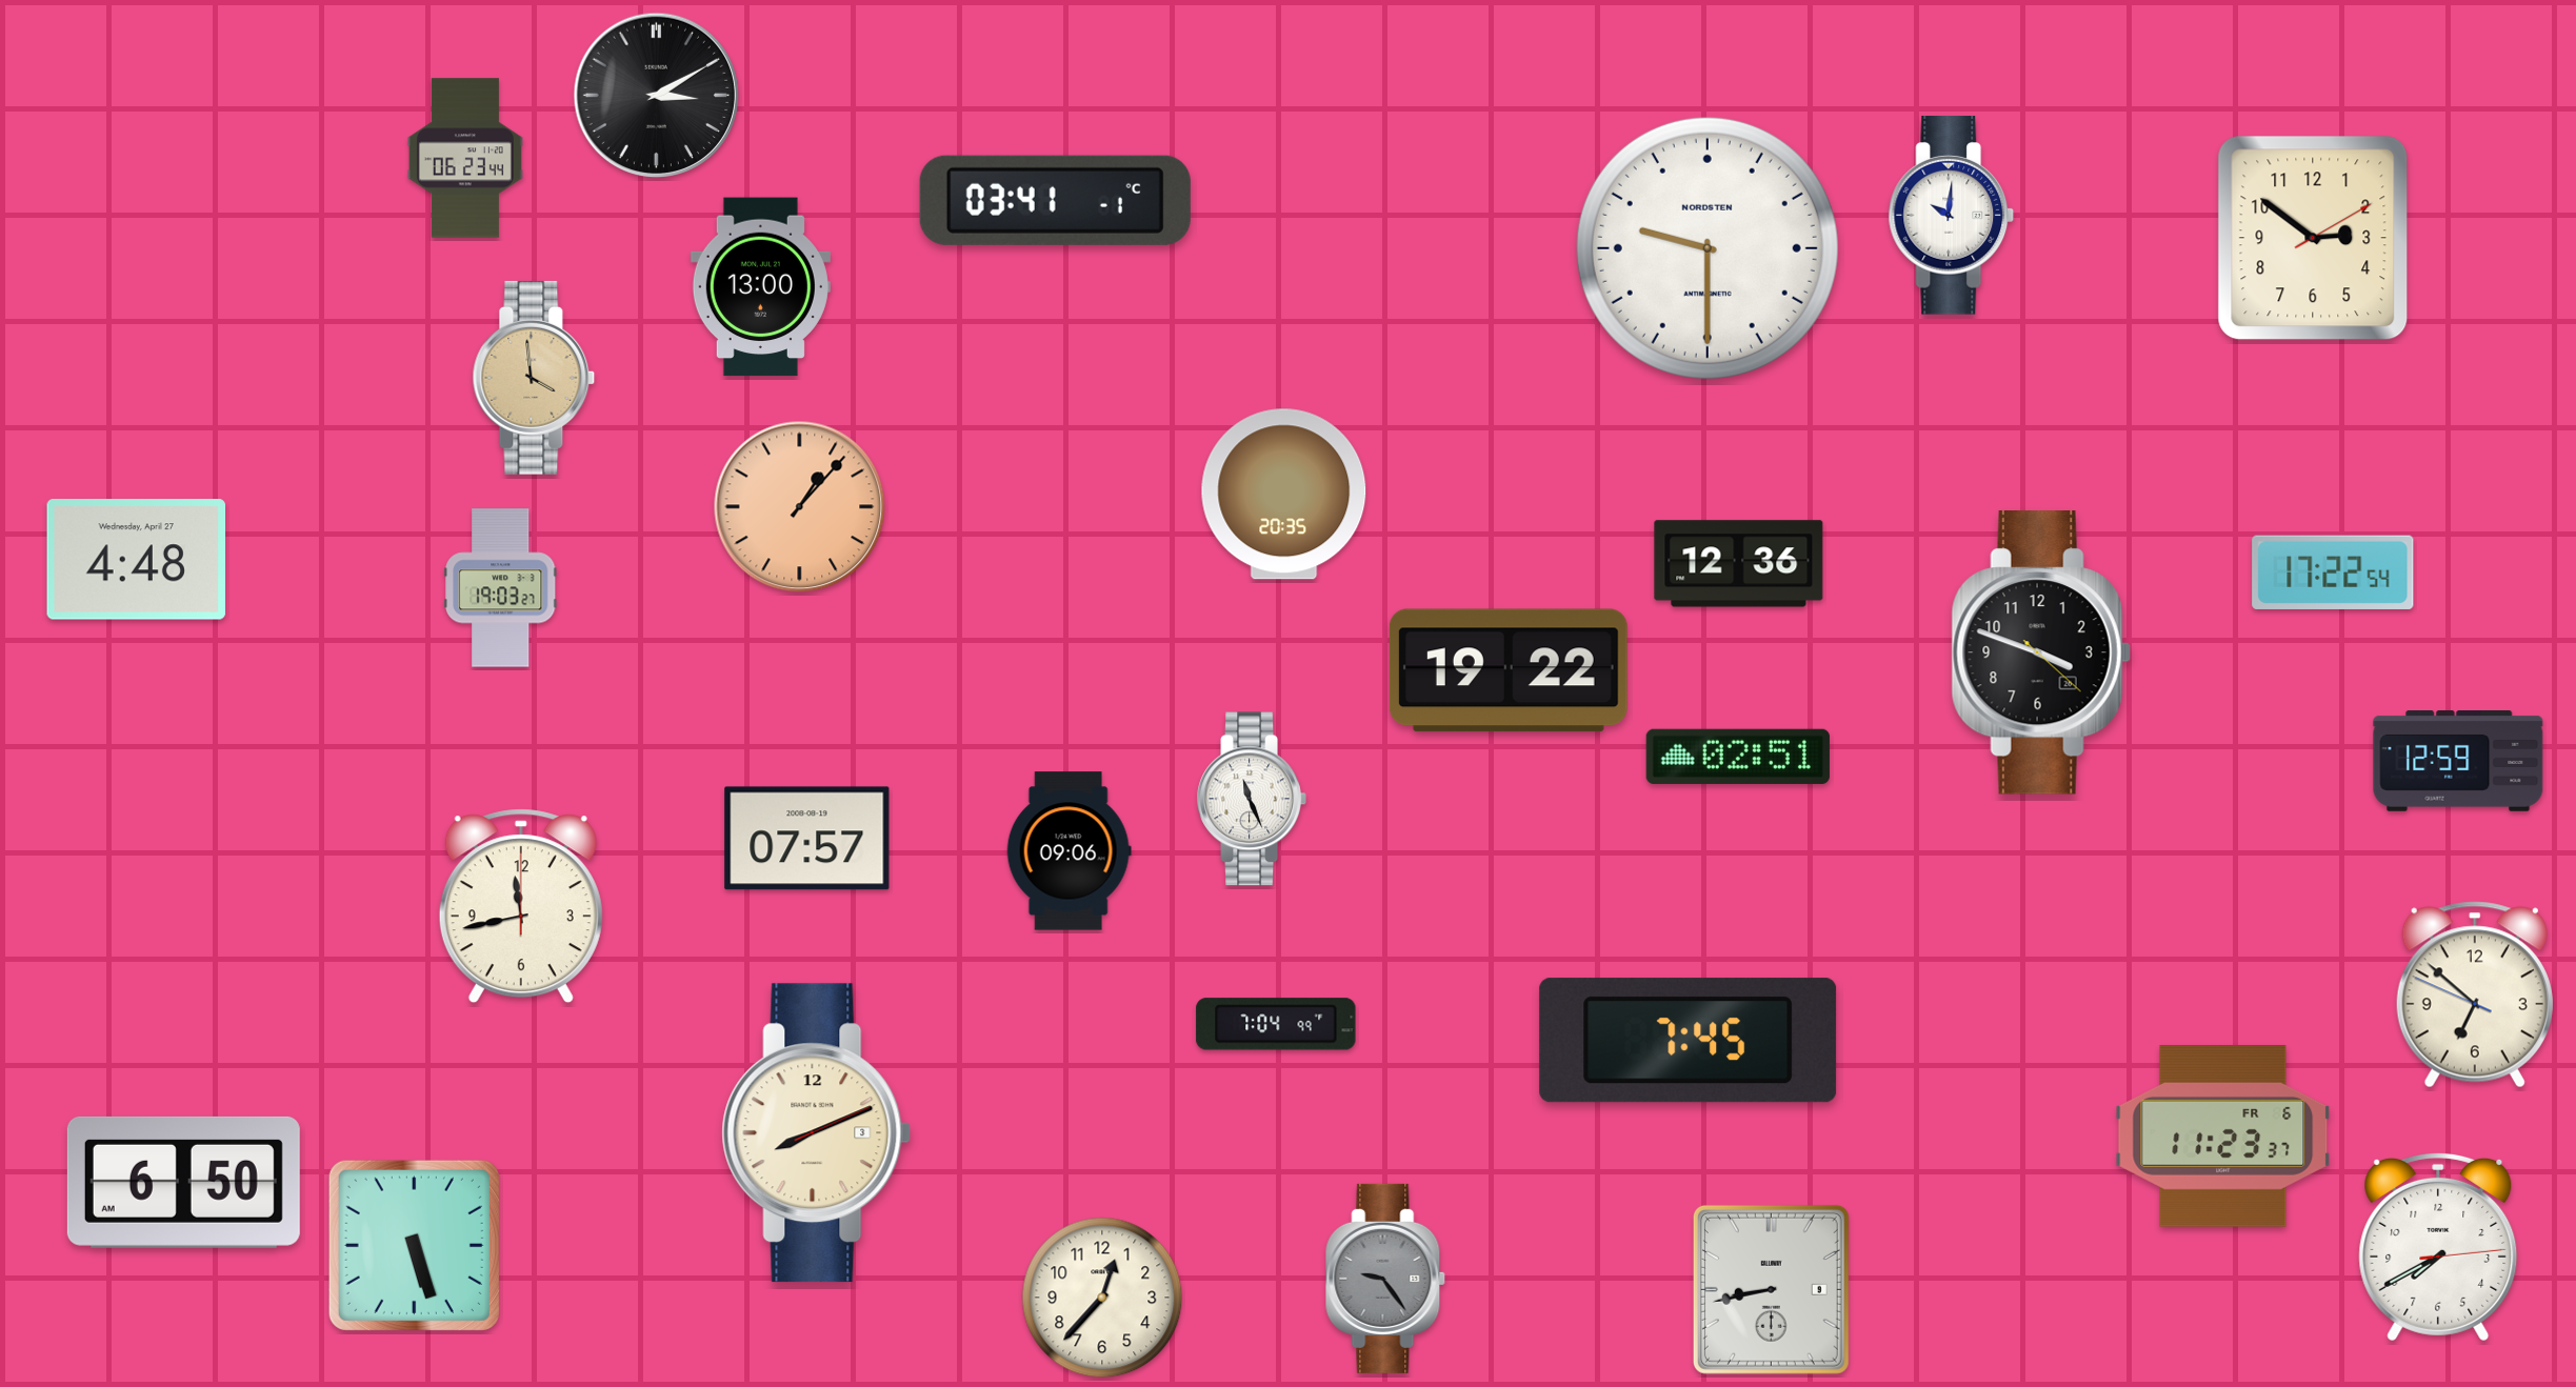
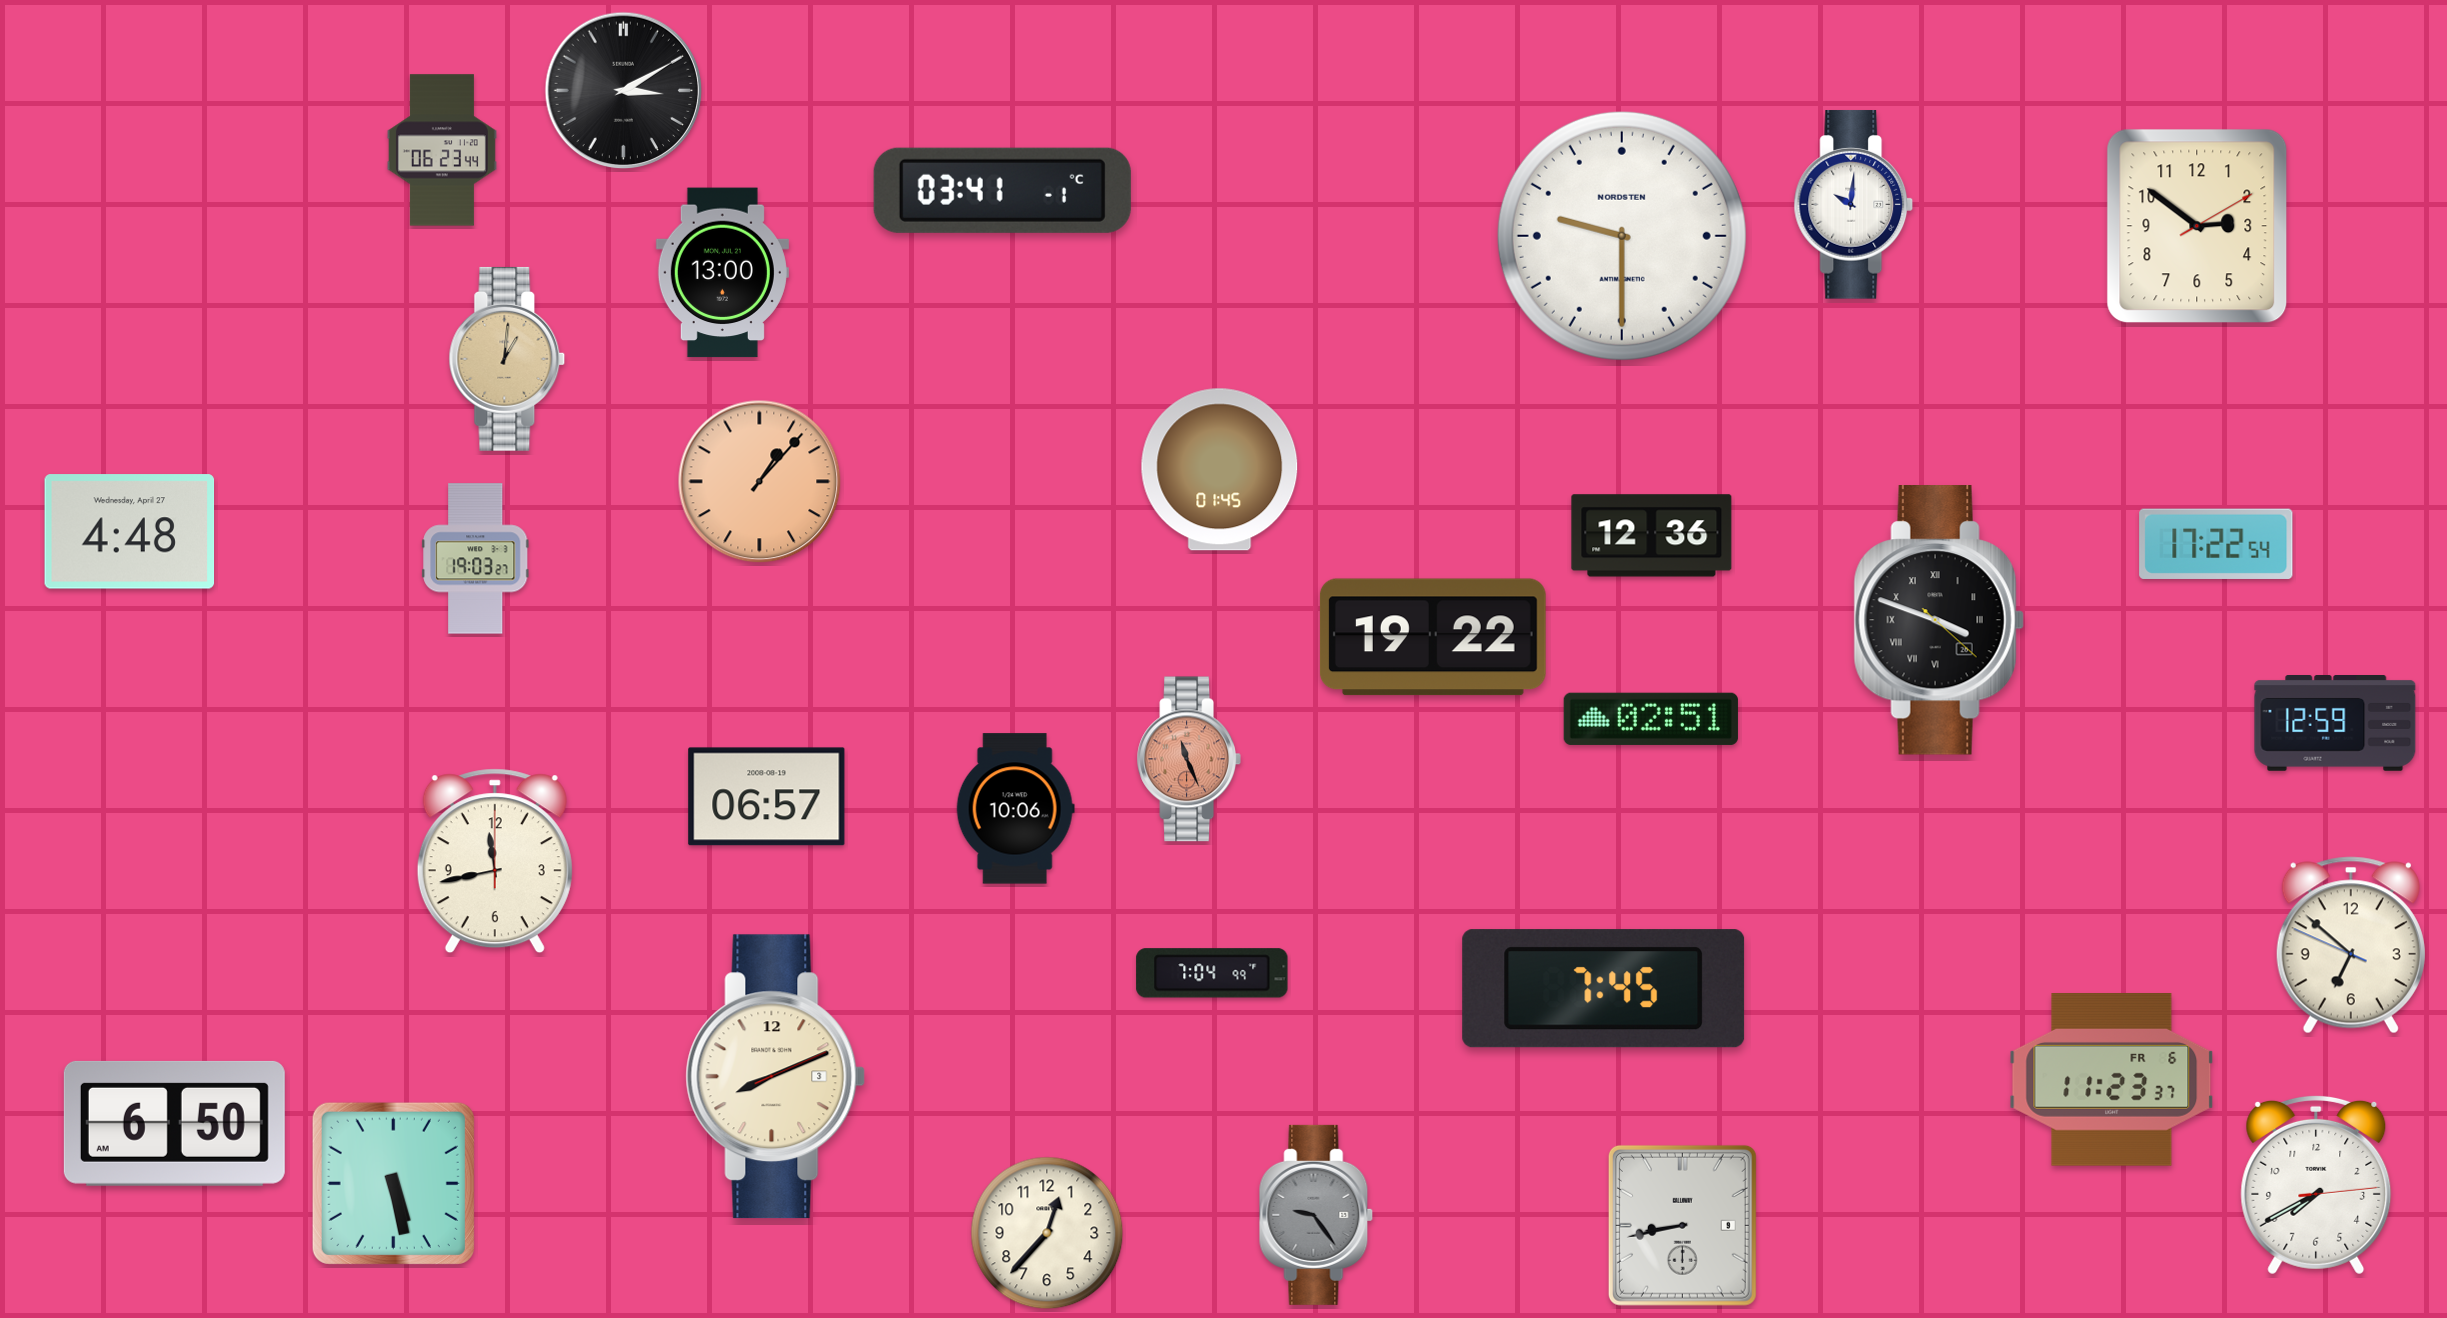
clock at (534, 378): 3:59 -> 1:01
clock at (1284, 495): 20:35 -> 01:45
clock at (2041, 654) numerals: Arabic -> Roman
clock at (1251, 799) dial: white -> salmon
clock at (807, 839): 07:57 -> 06:57
clock at (1069, 851): 09:06 -> 10:06
clock at (414, 1245): 5:27 -> 5:28
